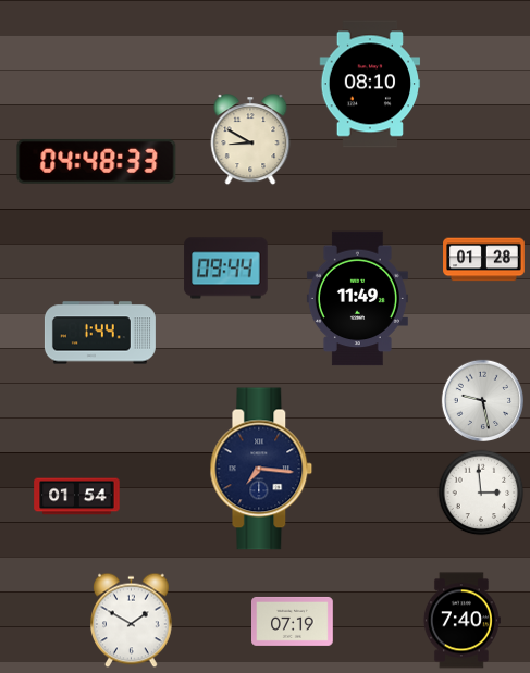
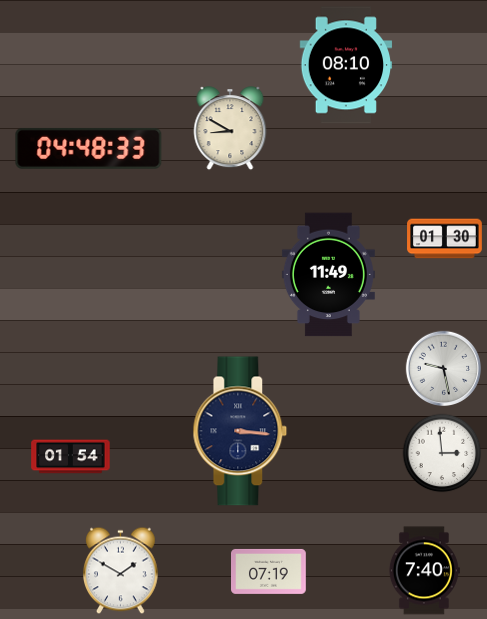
clock at (370, 84) position: (370, 84) -> (346, 65)
clock at (484, 260): 01:28 -> 01:30
clock at (226, 269): 09:44 -> none
clock at (100, 333): 1:44 -> none
clock at (261, 469): 7:16 -> 3:16
